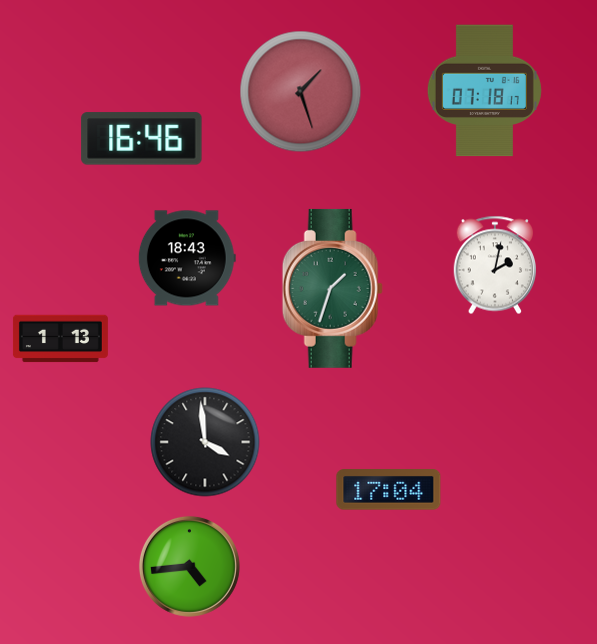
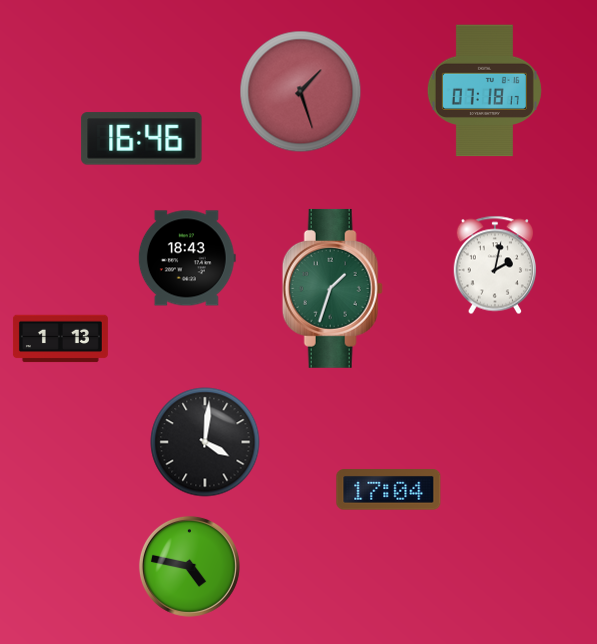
clock at (205, 442): 3:59 -> 4:01
clock at (189, 566): 4:44 -> 4:47
